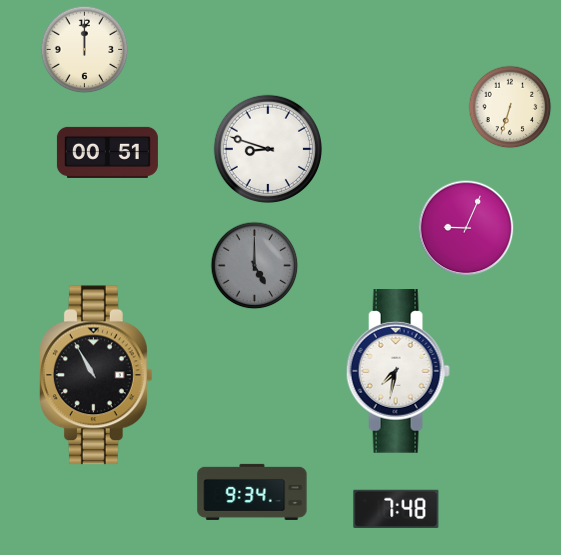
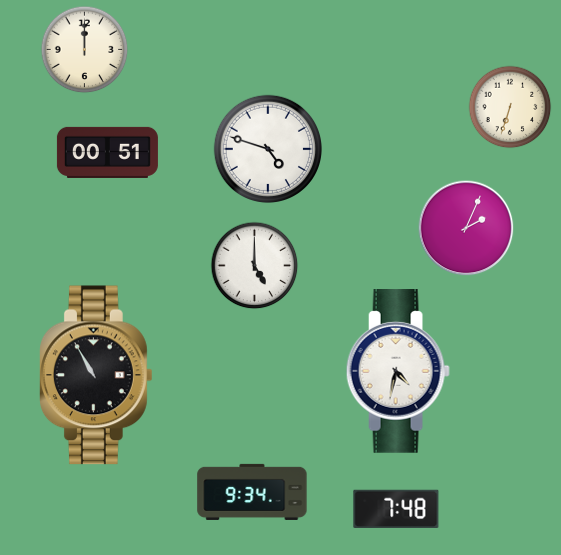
clock at (267, 148): 8:48 -> 4:48
clock at (466, 228): 9:04 -> 2:04
clock at (255, 266) dial: grey -> white
clock at (398, 372): 7:32 -> 4:32
